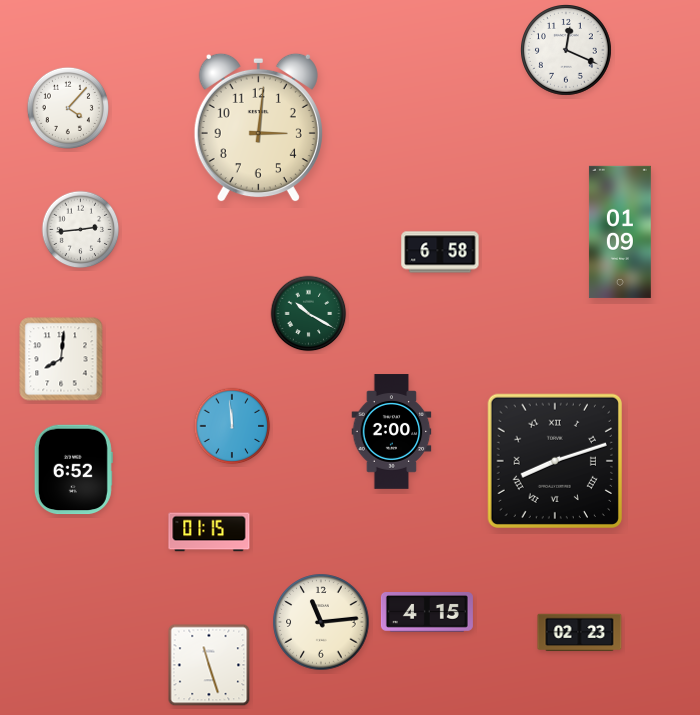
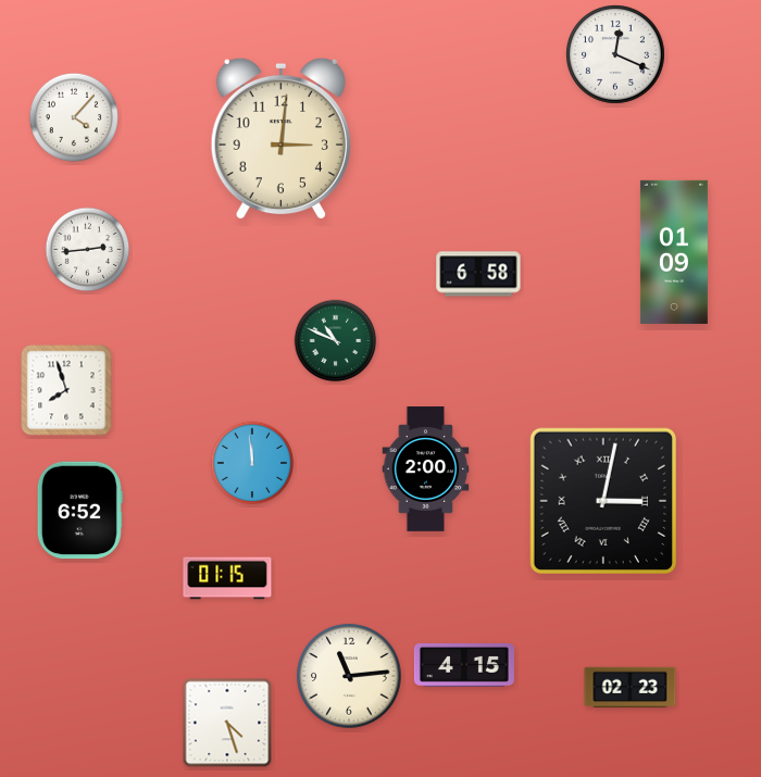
clock at (309, 314): 10:20 -> 10:49
clock at (61, 359): 8:01 -> 7:57
clock at (554, 460): 8:12 -> 3:02
clock at (209, 665): 11:27 -> 4:27
